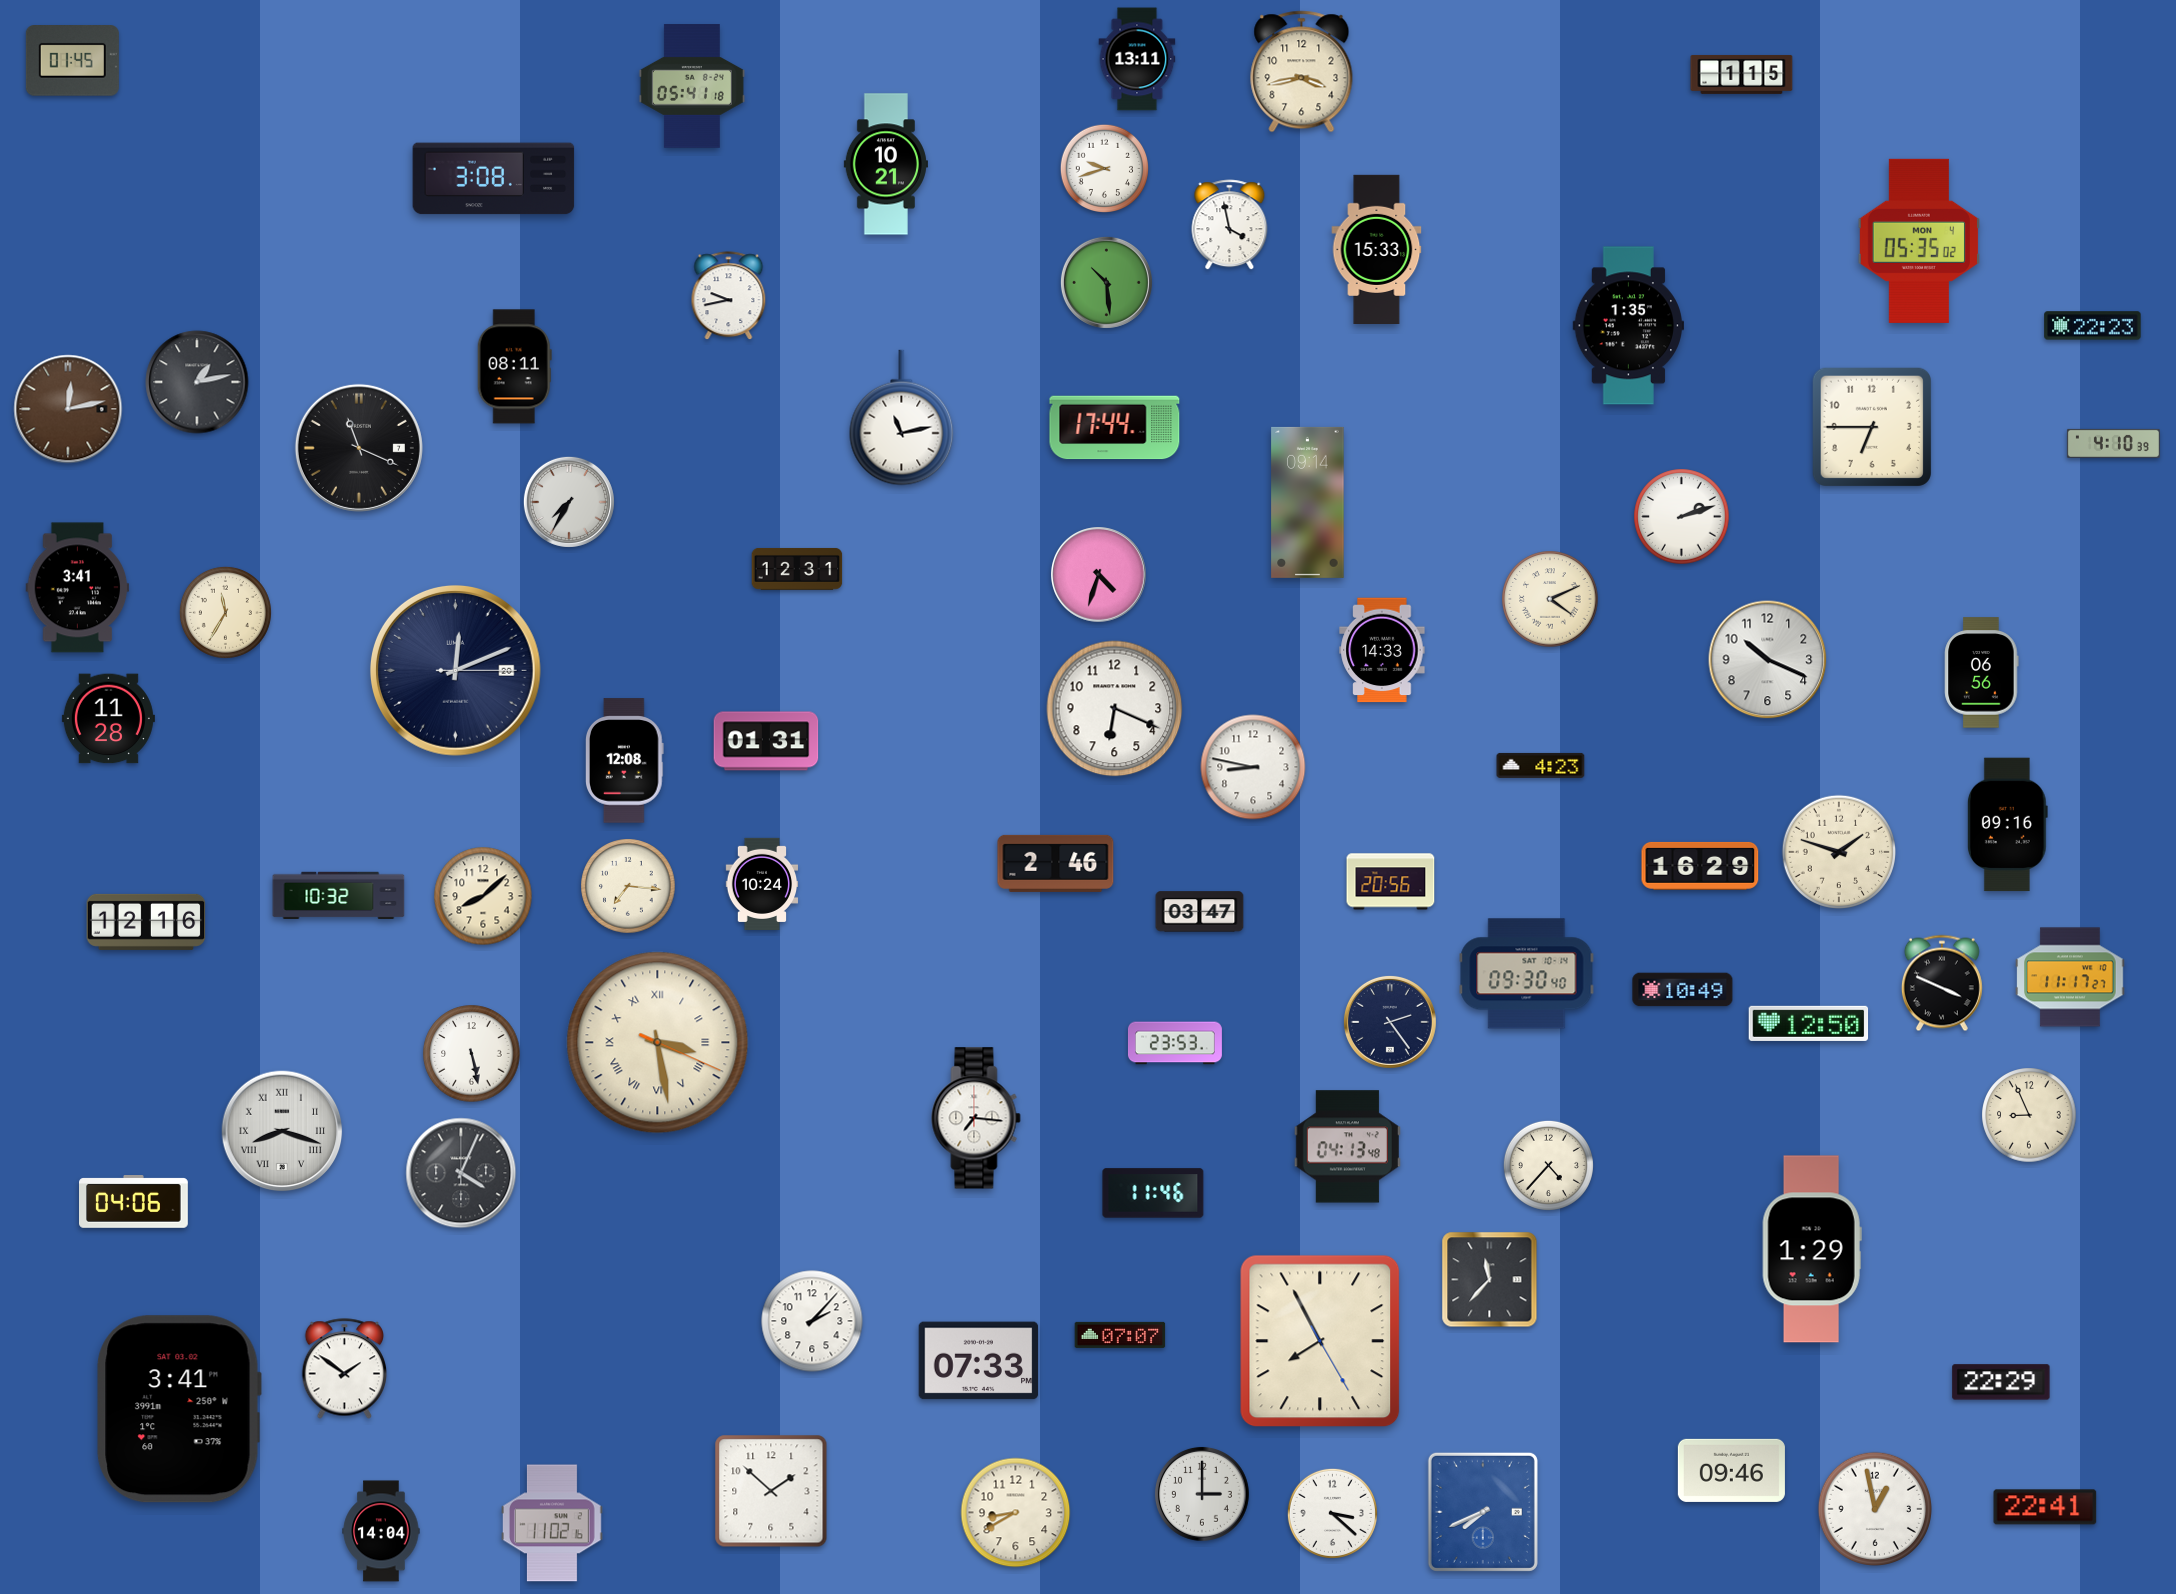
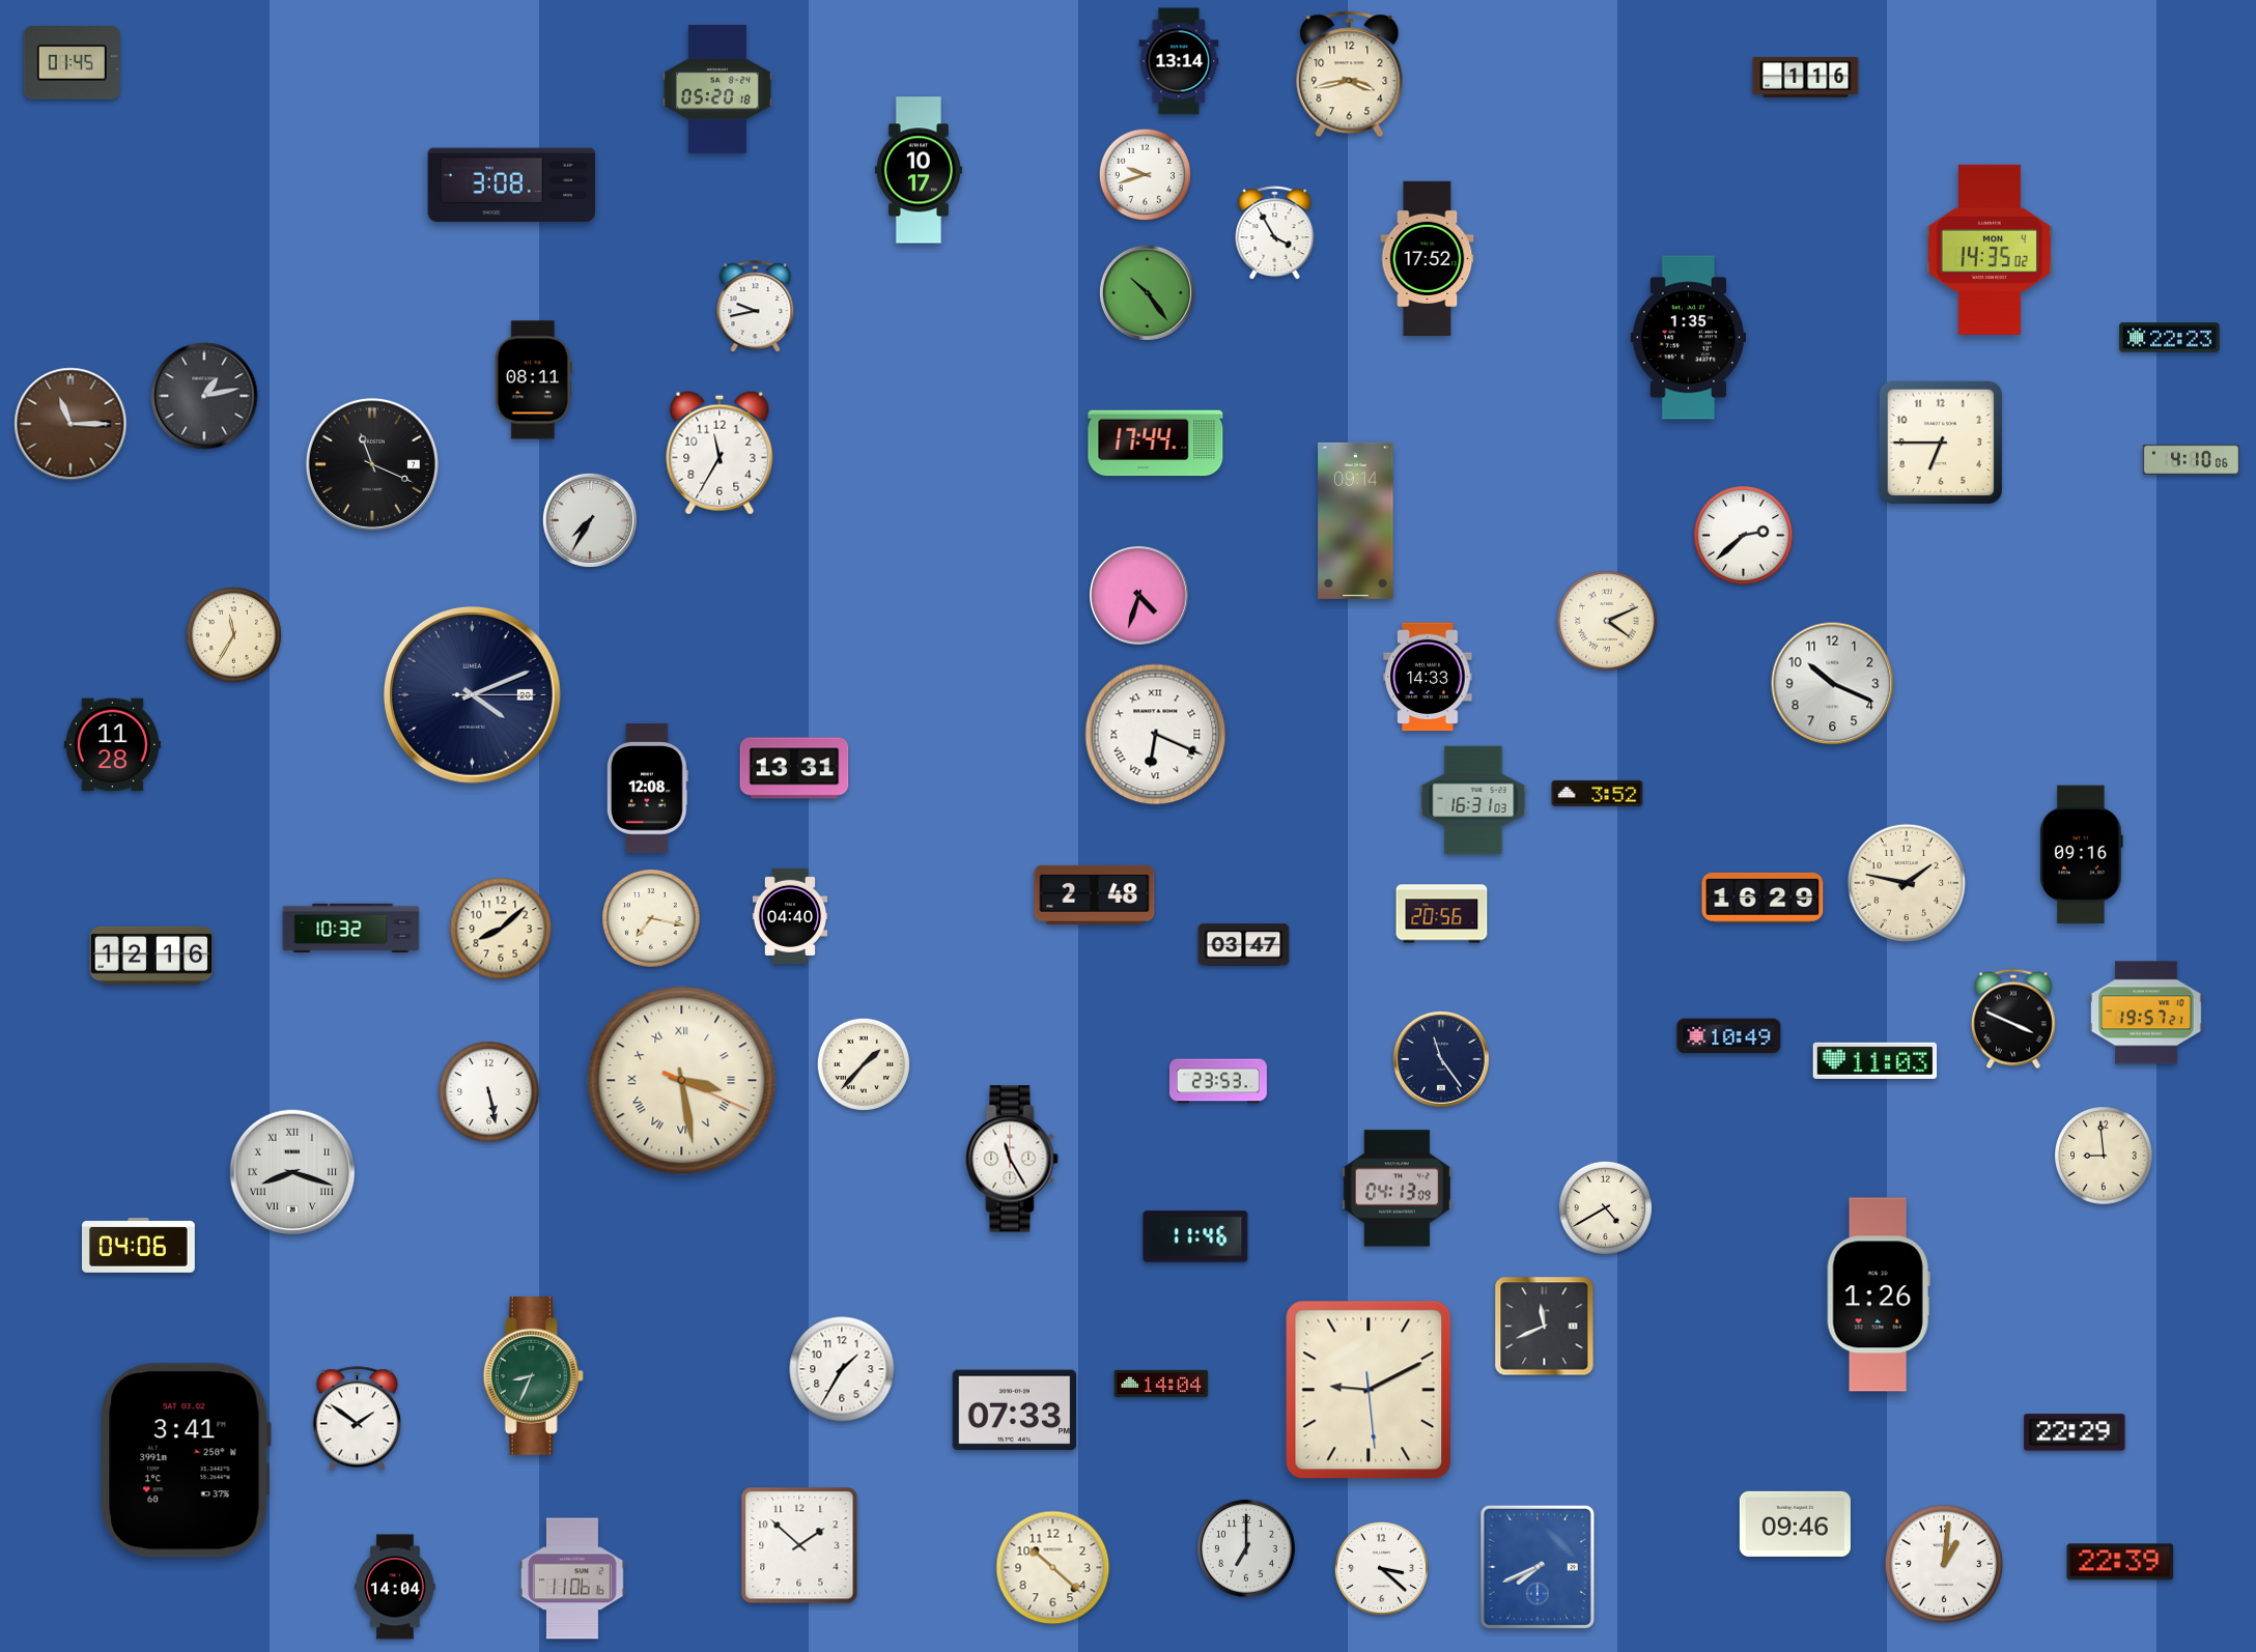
clock at (1137, 59): 13:11 -> 13:14
clock at (72, 61) position: (72, 61) -> (72, 63)
clock at (1742, 74): 1:15 -> 1:16
clock at (692, 86): 05:41 -> 05:20
clock at (886, 164): 10:21 -> 10:17
clock at (1230, 225): 3:58 -> 3:55
clock at (1919, 241): 05:35 -> 14:35
clock at (1377, 249): 15:33 -> 17:52
clock at (1106, 282): 10:29 -> 10:24
clock at (68, 409): 12:13 -> 11:15
clock at (902, 418): 11:13 -> none
clock at (720, 453): none -> 11:35
clock at (2113, 443): 4:10:39 -> 4:10:06
clock at (1682, 517): 2:12 -> 2:38
clock at (797, 569): 12:31 -> none
clock at (78, 588): 3:41 -> none
clock at (1382, 650) position: (1382, 650) -> (1428, 677)
clock at (455, 670): 12:11 -> 4:11
clock at (1982, 673): 06:56 -> none
clock at (1115, 709) numerals: Arabic -> Roman
clock at (766, 741): 01:31 -> 13:31
clock at (1541, 765): 4:23 -> 3:52
clock at (1253, 767): 8:47 -> none
clock at (1473, 800): none -> 16:31
clock at (1838, 851): 1:48 -> 1:47
clock at (1056, 863): 2:46 -> 2:48
clock at (762, 883): 10:24 -> 04:40
clock at (628, 886): 7:16 -> 7:17
clock at (1527, 974): 09:30 -> none
clock at (2070, 977): 11:17 -> 19:57
clock at (1683, 990) position: (1683, 990) -> (1729, 1036)
clock at (1390, 1022): 2:24 -> 11:24
clock at (1809, 1023): 12:50 -> 11:03
clock at (864, 1064): none -> 1:37
clock at (2029, 1115): 8:56 -> 8:59
clock at (976, 1118): 7:16 -> 11:25
clock at (1347, 1147): 04:13:48 -> 04:13:09
clock at (1548, 1165): 4:37 -> 4:40
clock at (461, 1173): 4:04 -> none
clock at (1812, 1249): 1:29 -> 1:26
clock at (1490, 1280): 11:37 -> 11:41
clock at (812, 1321): 2:07 -> 1:35
clock at (533, 1376): none -> 8:34
clock at (1120, 1335): 07:07 -> 14:04
clock at (1320, 1341): 7:55 -> 9:10
clock at (1202, 1494): 3:00 -> 7:00
clock at (2045, 1507): 22:41 -> 22:39
clock at (1874, 1508): 12:58 -> 1:01
clock at (1016, 1513): 8:40 -> 10:22
clock at (552, 1523): 11:02 -> 11:06
